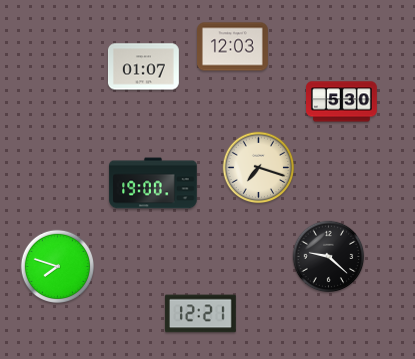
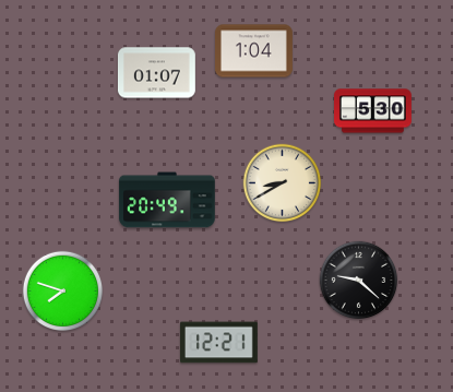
clock at (233, 47): 12:03 -> 1:04
clock at (259, 168): 7:18 -> 8:40
clock at (153, 183): 19:00 -> 20:49
